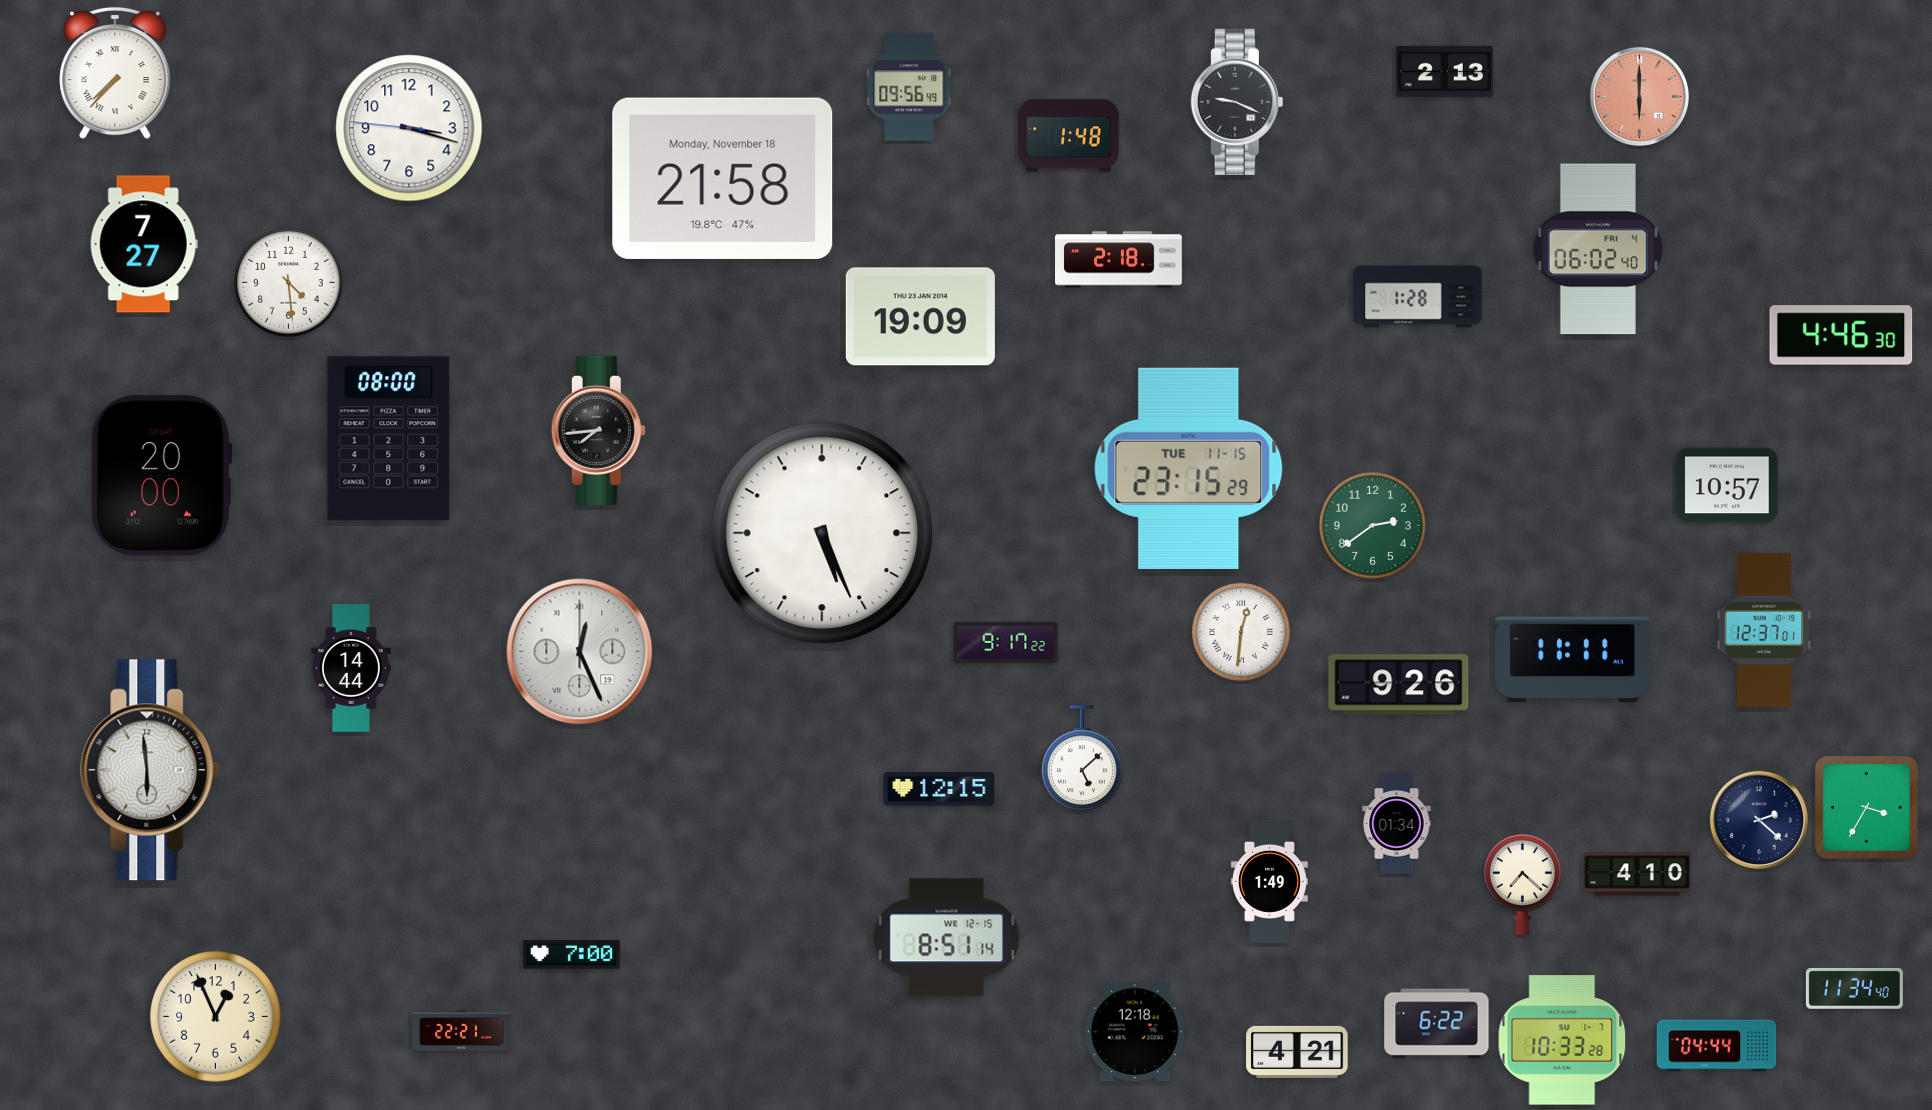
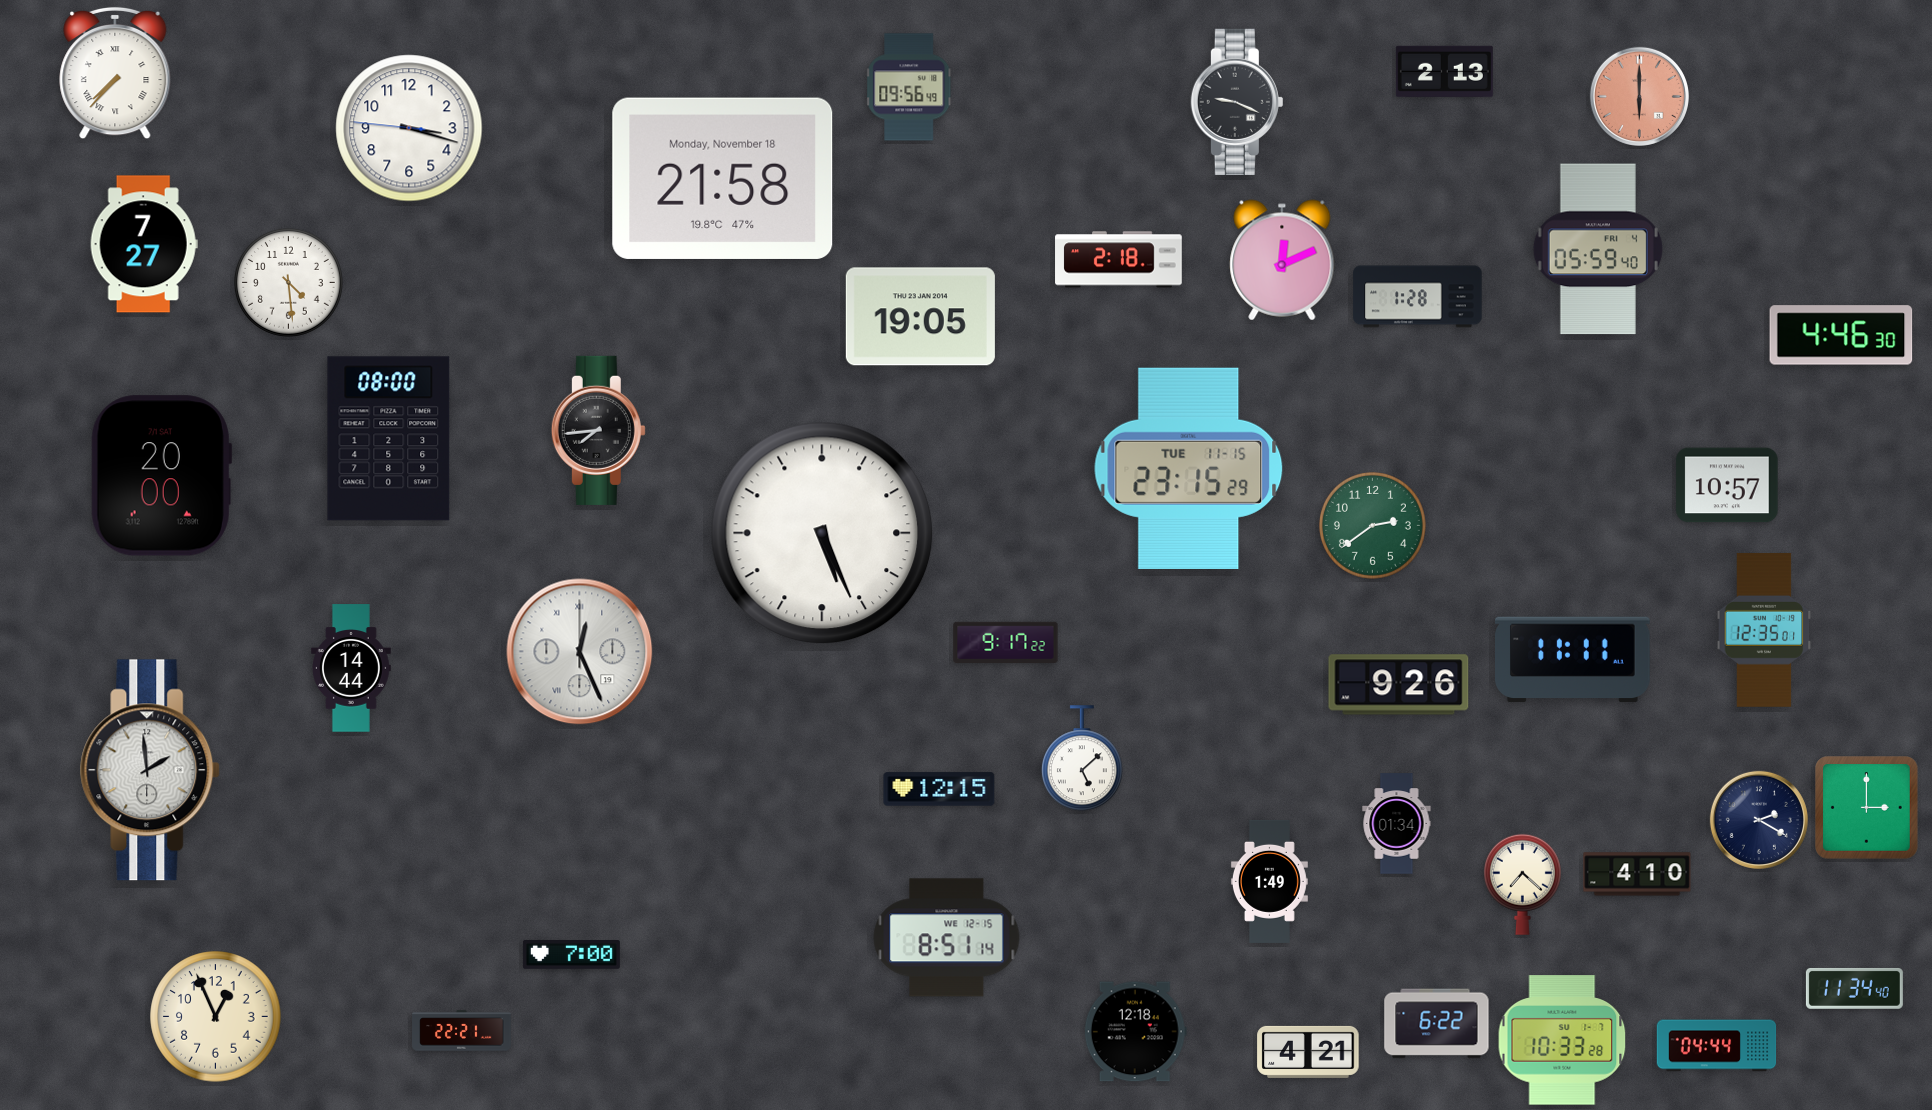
clock at (1069, 136): 1:48 -> none
clock at (1598, 249): 06:02 -> 05:59
clock at (1282, 260): none -> 12:11
clock at (920, 317): 19:09 -> 19:05
clock at (1764, 631): 12:37 -> 12:35
clock at (1241, 632): 12:31 -> none
clock at (151, 770): 5:59 -> 1:59
clock at (1867, 808): 3:35 -> 3:00
clock at (1759, 820): 2:22 -> 2:20
clock at (1297, 1052) position: (1297, 1052) -> (1308, 1052)
